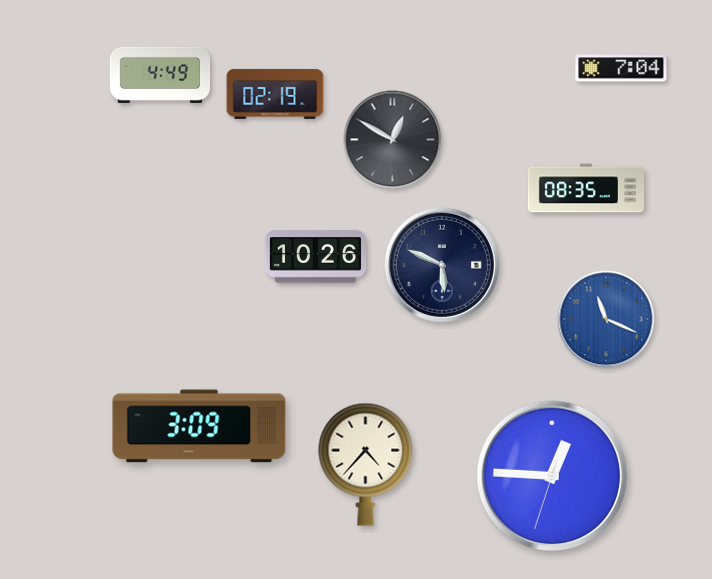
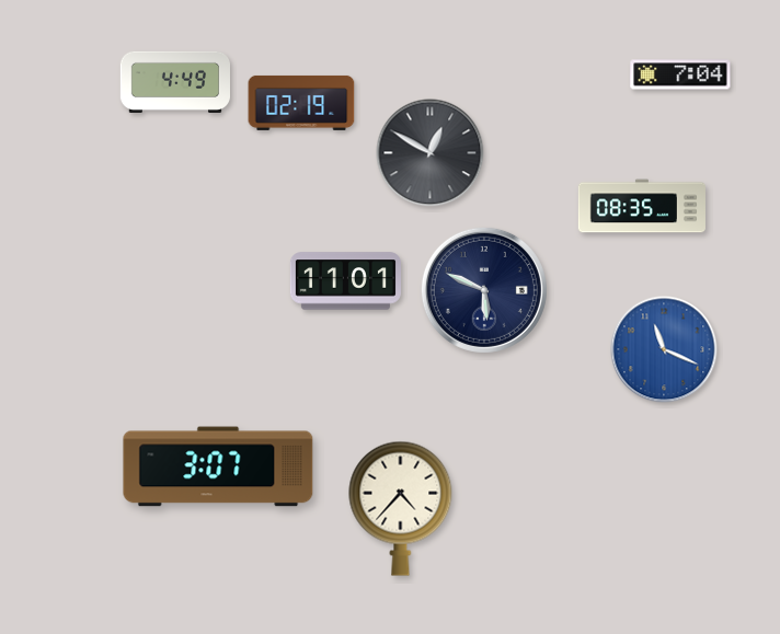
clock at (315, 257): 10:26 -> 11:01
clock at (199, 426): 3:09 -> 3:07
clock at (552, 476): 12:45 -> none
